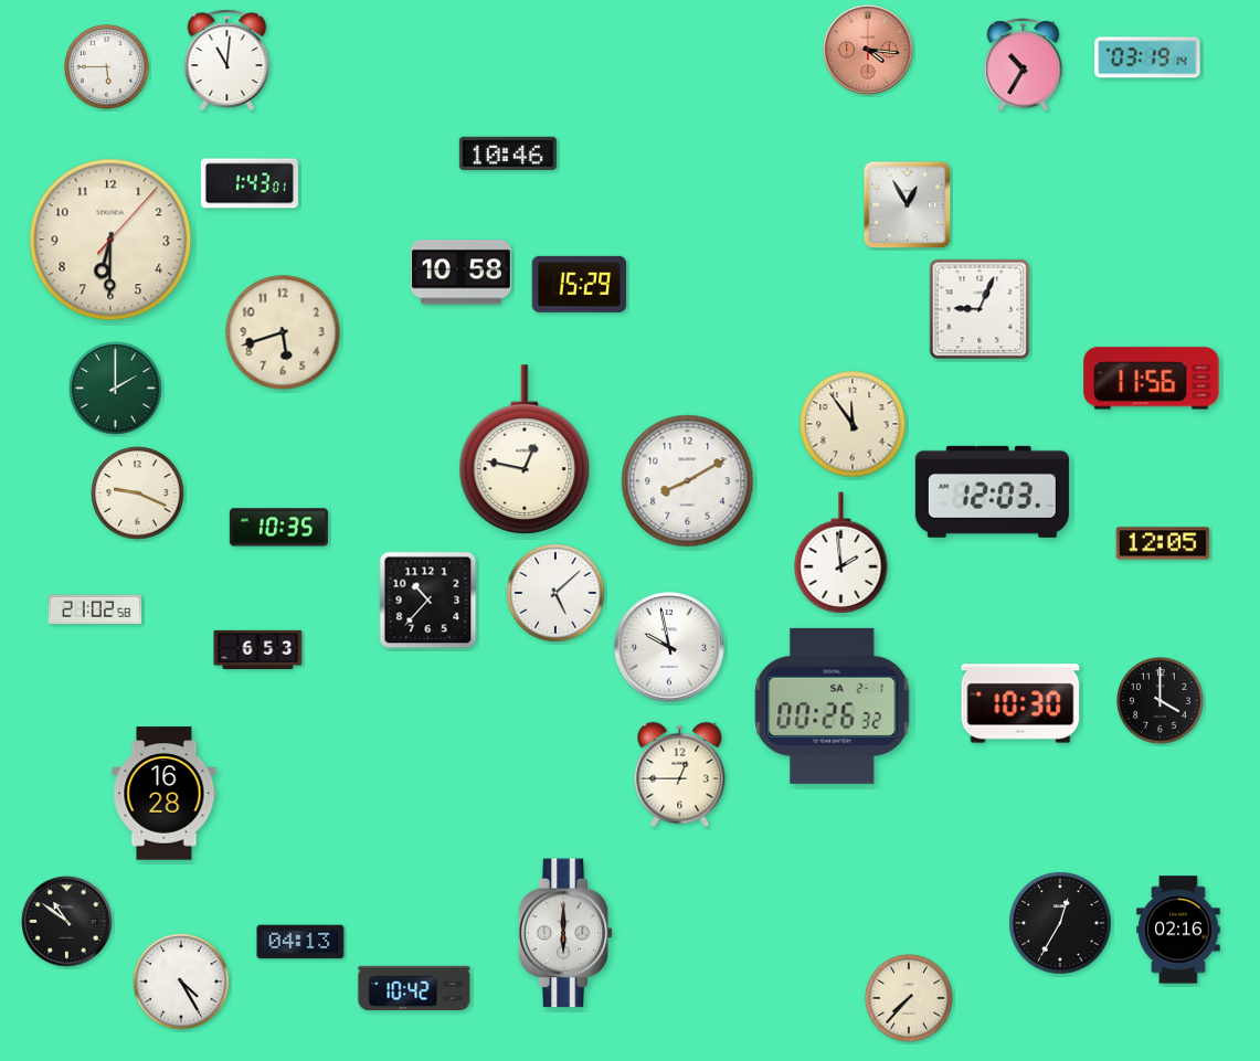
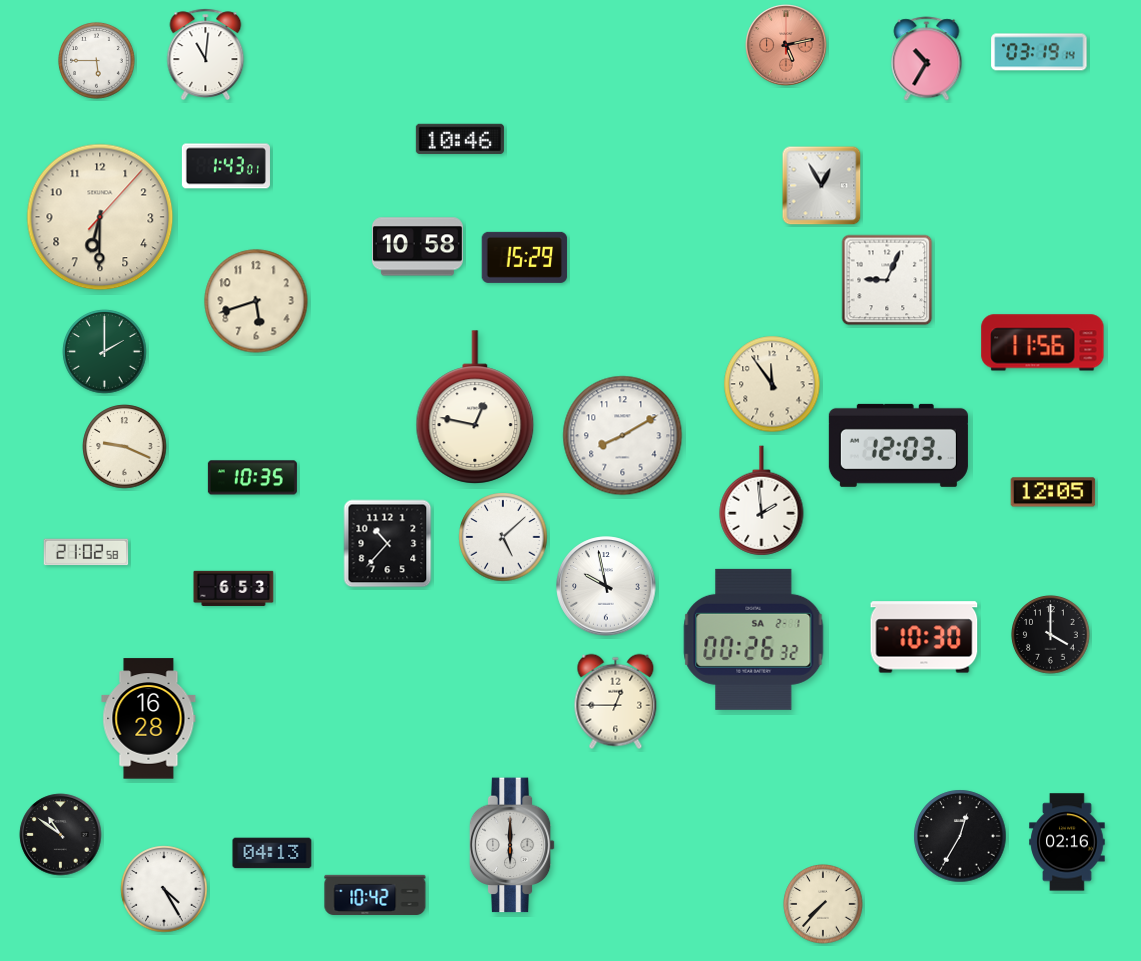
clock at (868, 50): 4:16 -> 5:13
